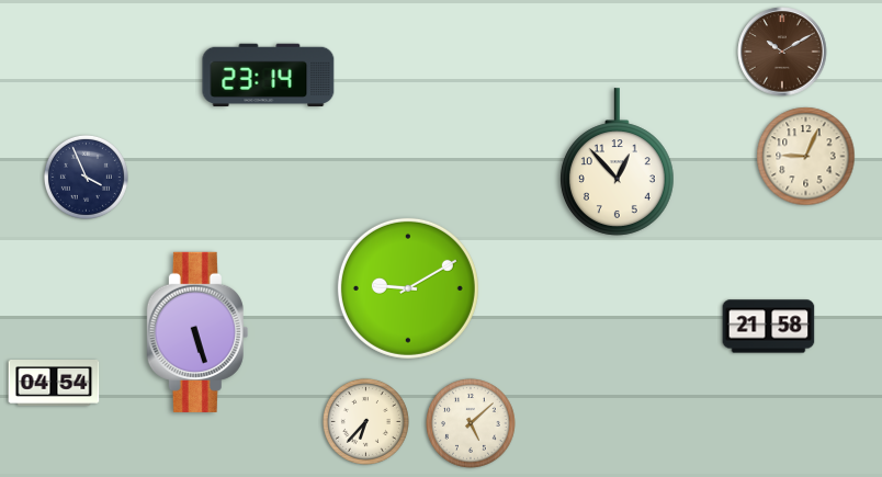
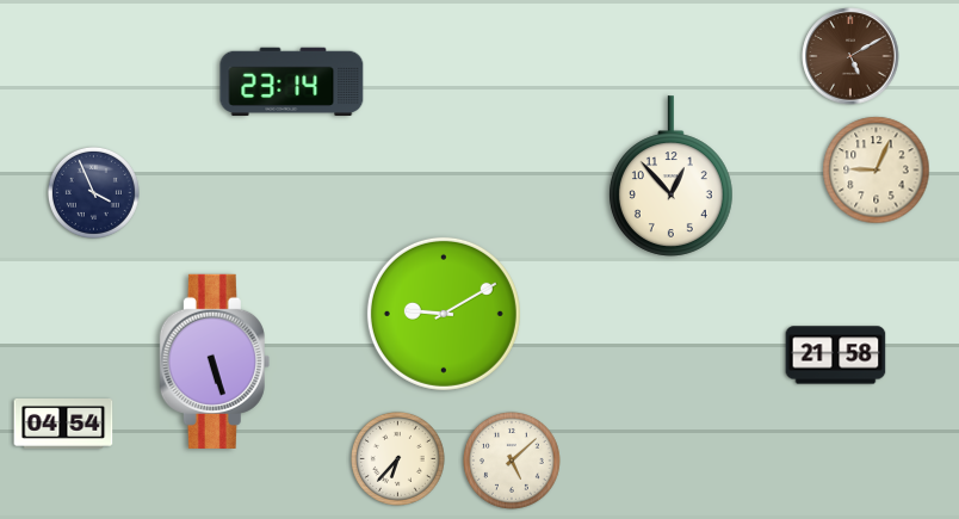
clock at (782, 52): 10:10 -> 5:10
clock at (54, 384) position: (54, 384) -> (63, 425)
